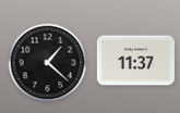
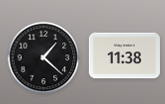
clock at (135, 61): 11:37 -> 11:38
